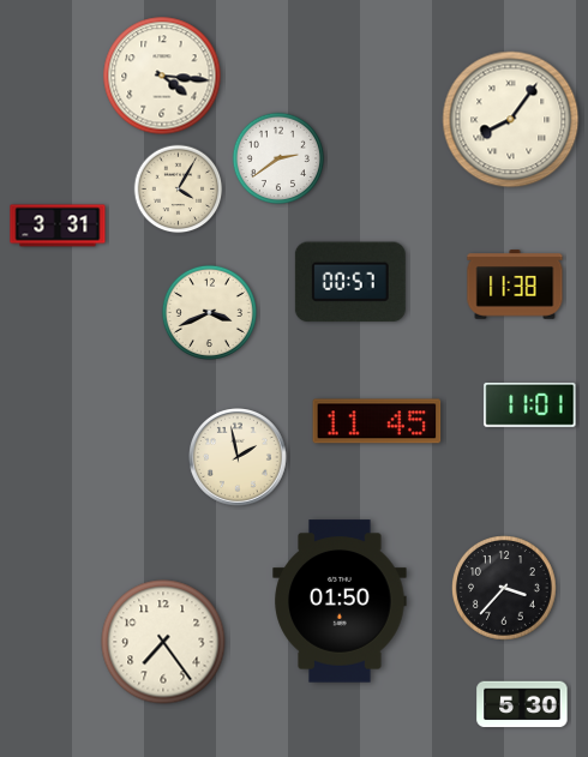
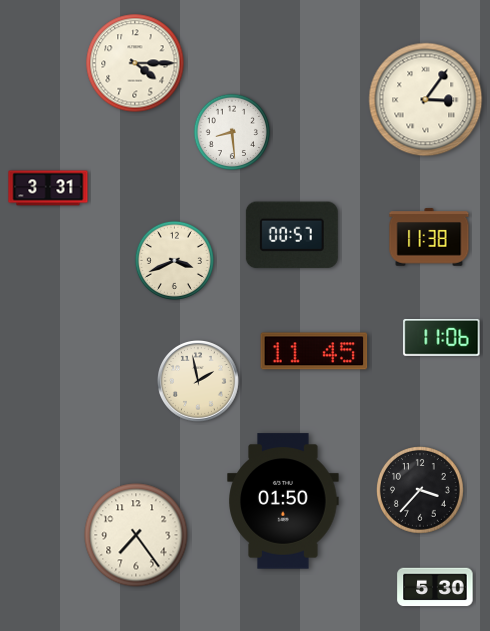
clock at (162, 76): 4:16 -> 4:15
clock at (511, 120): 8:06 -> 3:06
clock at (278, 158): 2:39 -> 8:29
clock at (179, 190): 4:05 -> none
clock at (530, 404): 11:01 -> 11:06
